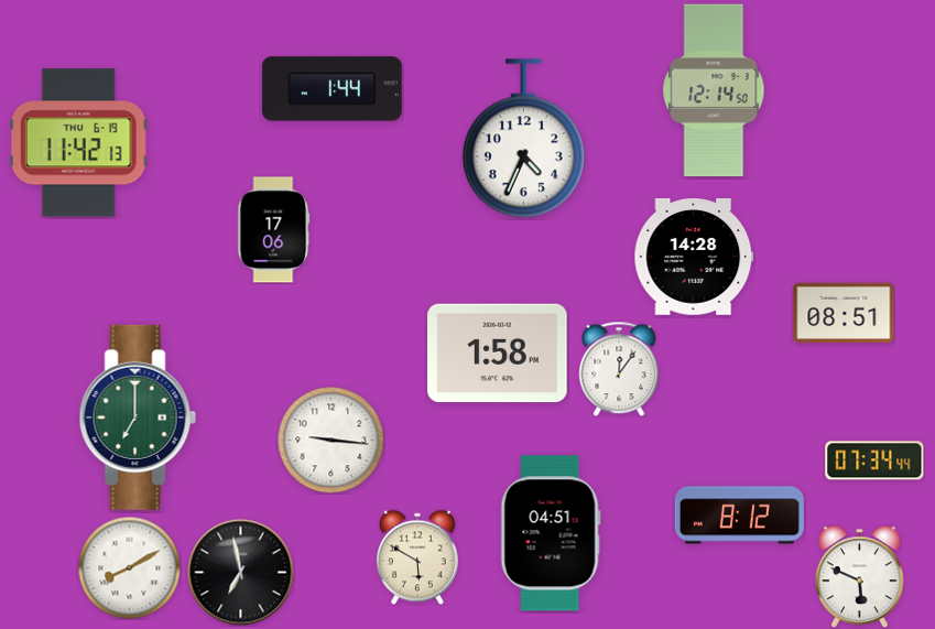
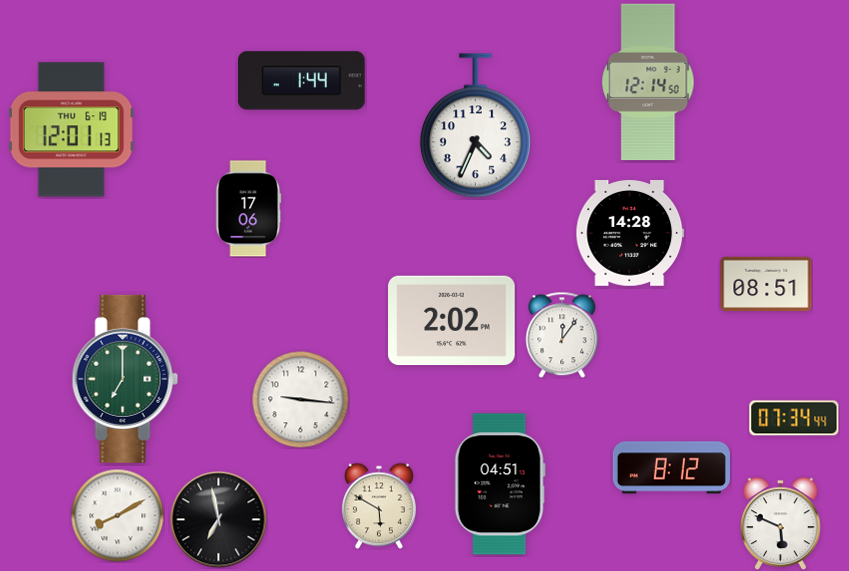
clock at (78, 143): 11:42 -> 12:01
clock at (498, 354): 1:58 -> 2:02
